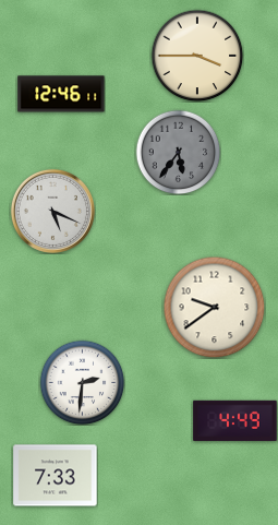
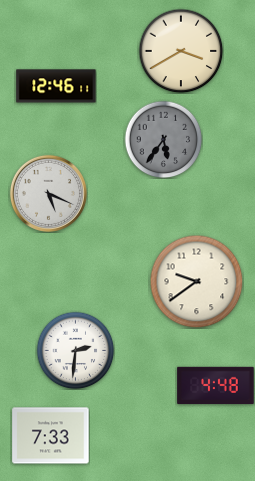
clock at (197, 56): 3:45 -> 3:40
clock at (235, 421): 4:49 -> 4:48
